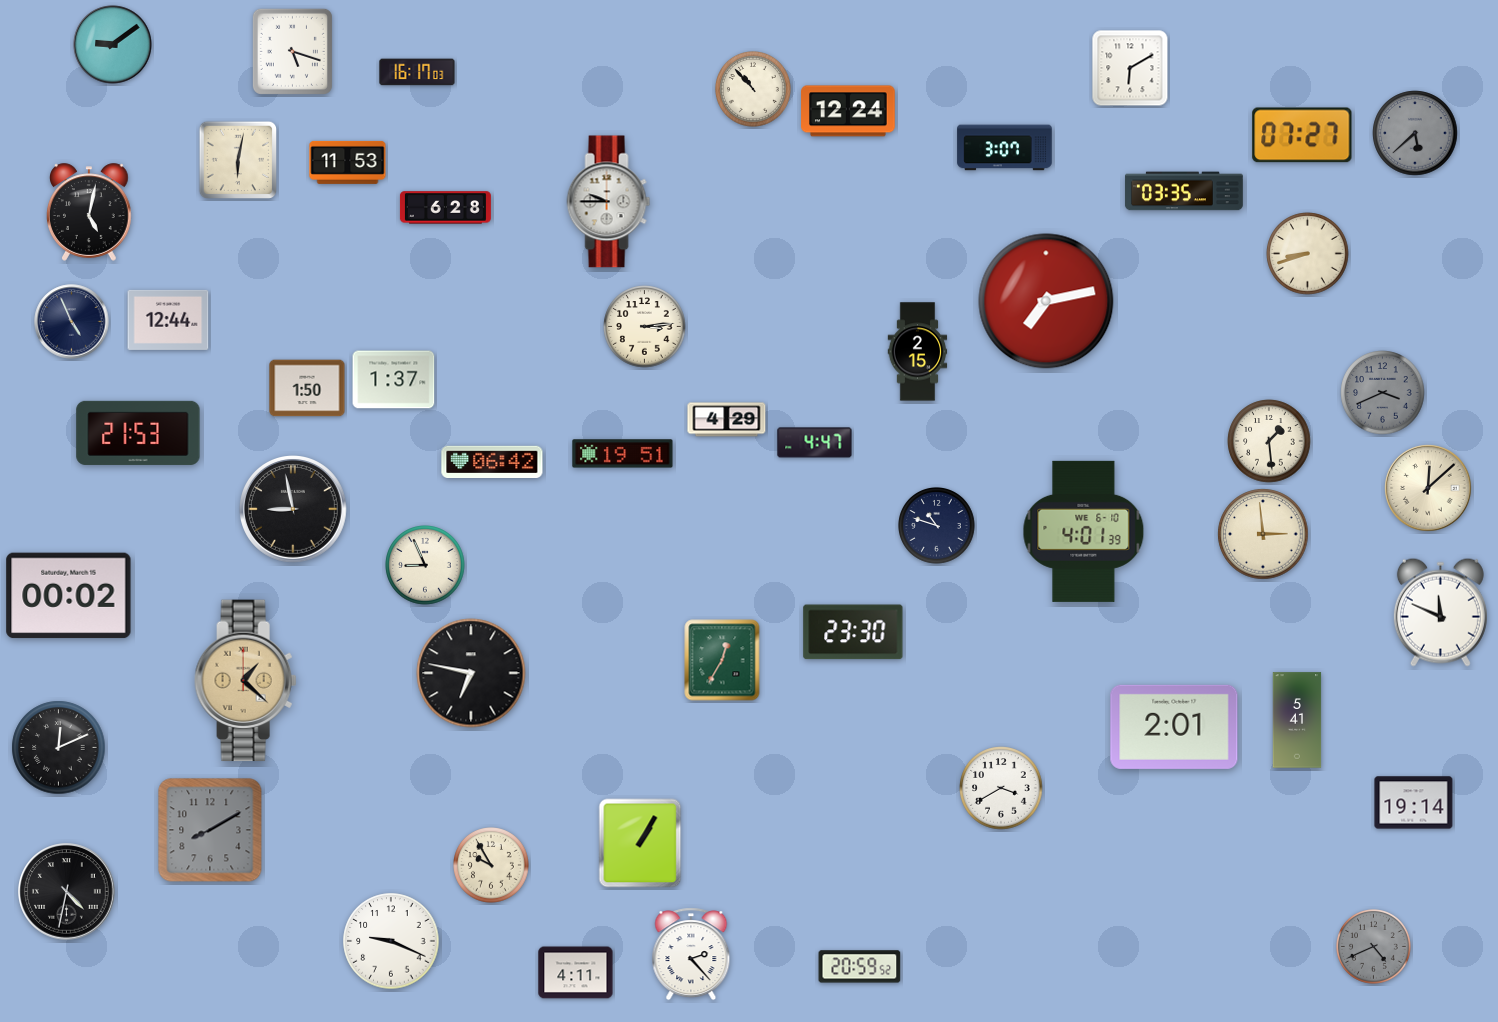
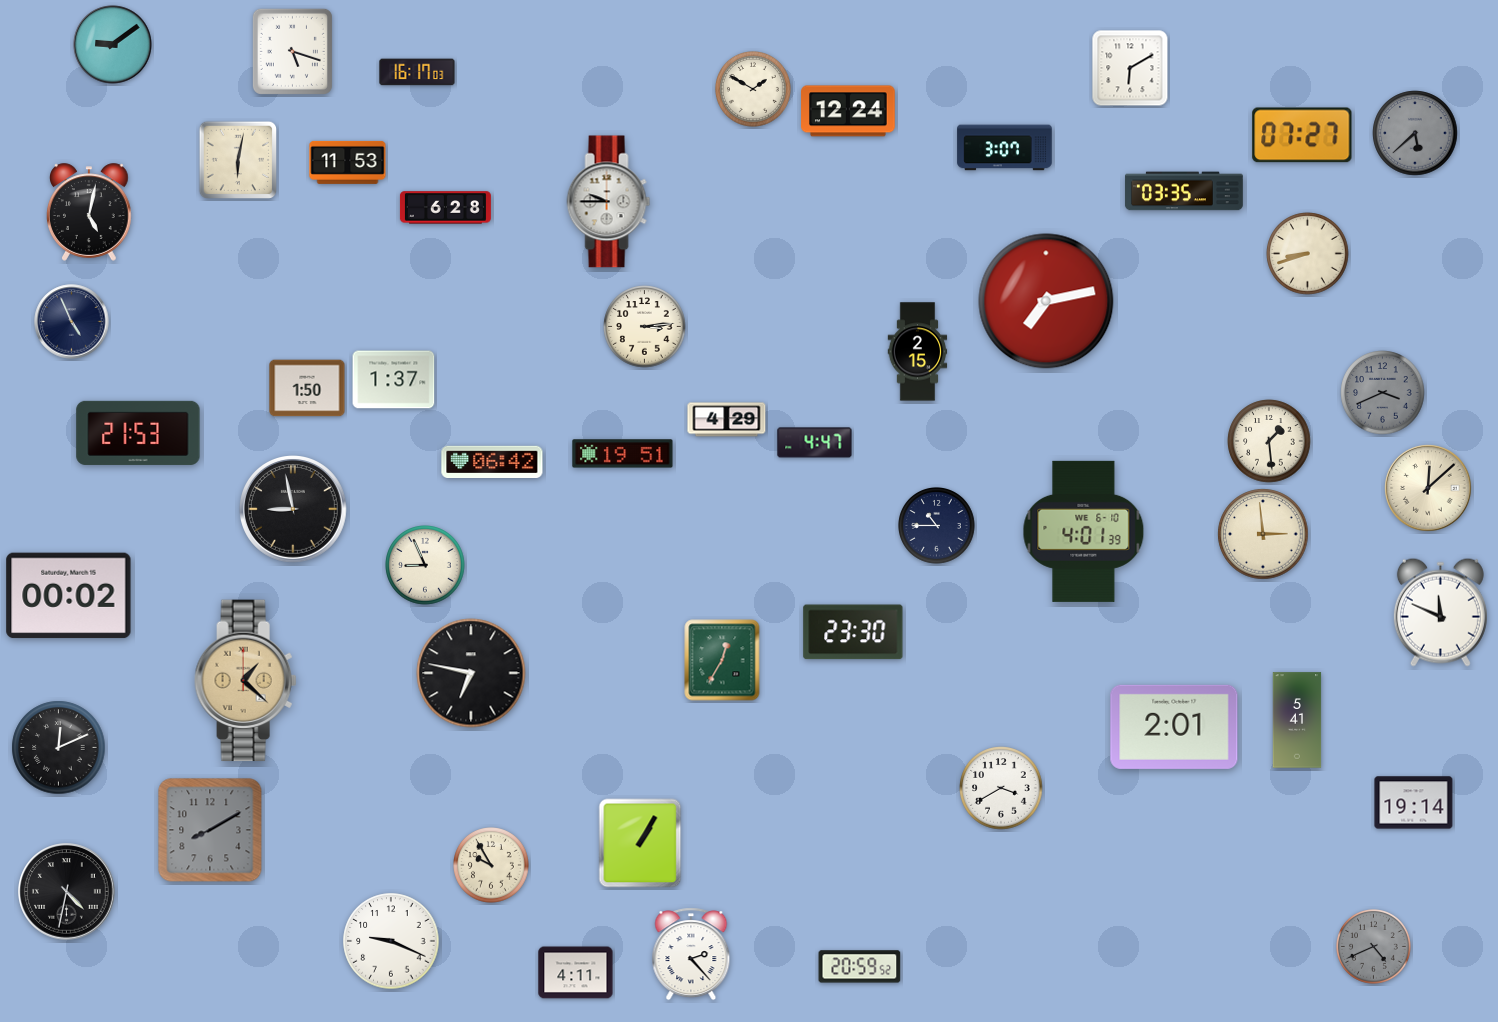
clock at (754, 90): 10:53 -> 1:50
clock at (168, 320): 12:44 -> none
clock at (937, 526): 10:48 -> 10:45
